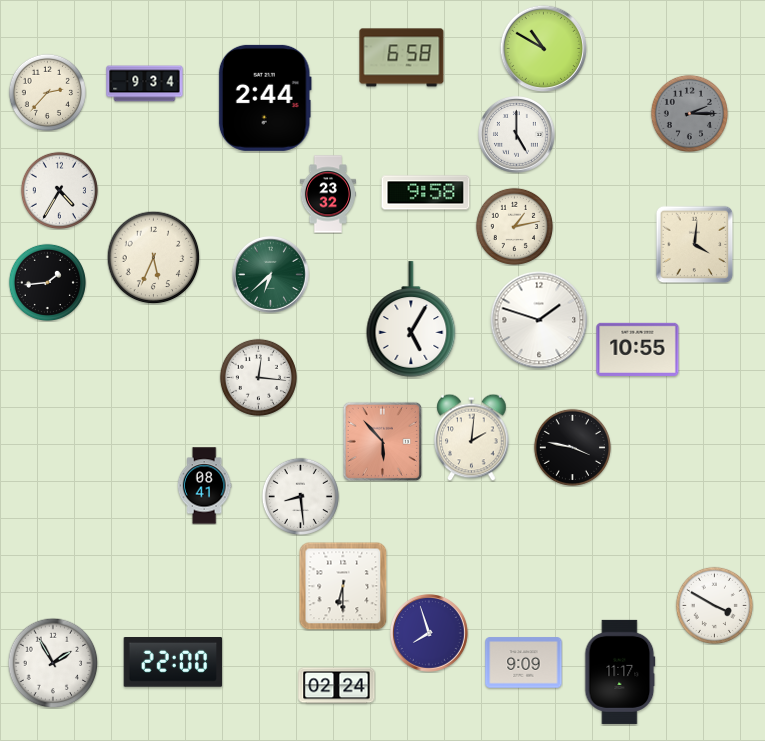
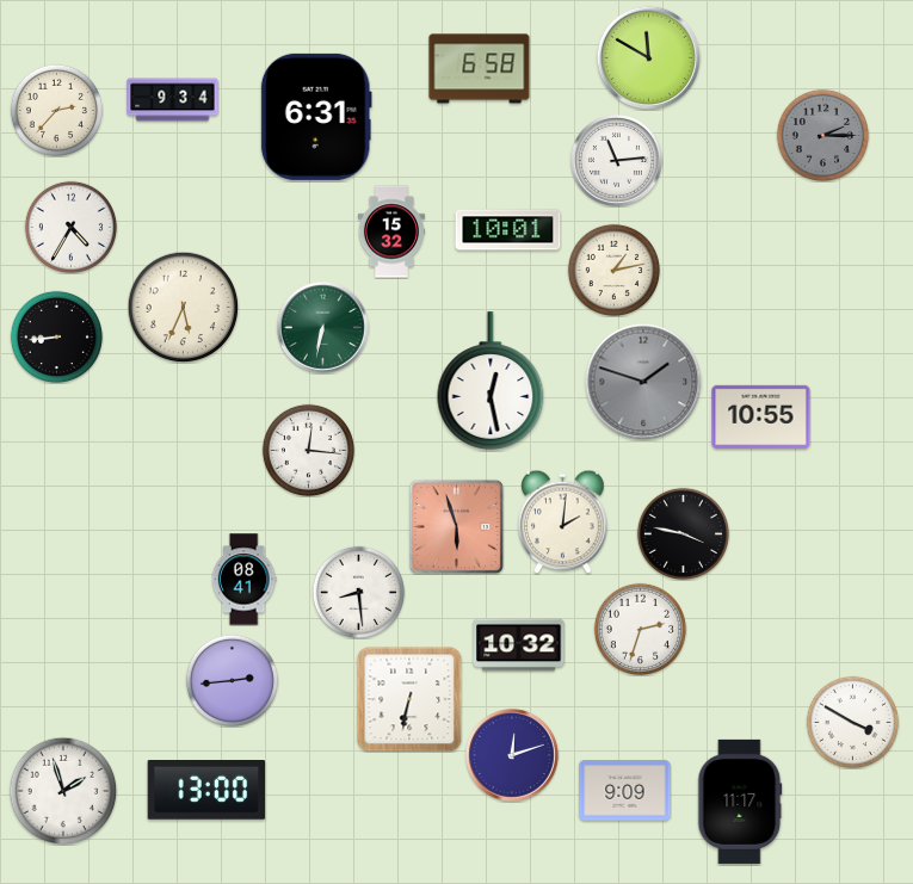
clock at (543, 48): 10:50 -> 11:50
clock at (265, 98): 2:44 -> 6:31
clock at (517, 135): 5:00 -> 11:14
clock at (426, 193): 9:58 -> 10:01
clock at (327, 194): 23:32 -> 15:32
clock at (694, 244): 4:01 -> none
clock at (271, 275): 6:38 -> 6:32
clock at (47, 282): 1:44 -> 8:44
clock at (411, 319): 5:05 -> 12:28
clock at (539, 320) dial: white -> grey
clock at (382, 441): 5:53 -> 5:57
clock at (640, 629): none -> 2:33
clock at (519, 645): none -> 10:32
clock at (232, 680): none -> 2:44
clock at (343, 586): 6:30 -> 6:32
clock at (429, 633): 7:57 -> 12:12
clock at (53, 663): 1:55 -> 1:57
clock at (173, 663): 22:00 -> 13:00
clock at (337, 686): 02:24 -> none
